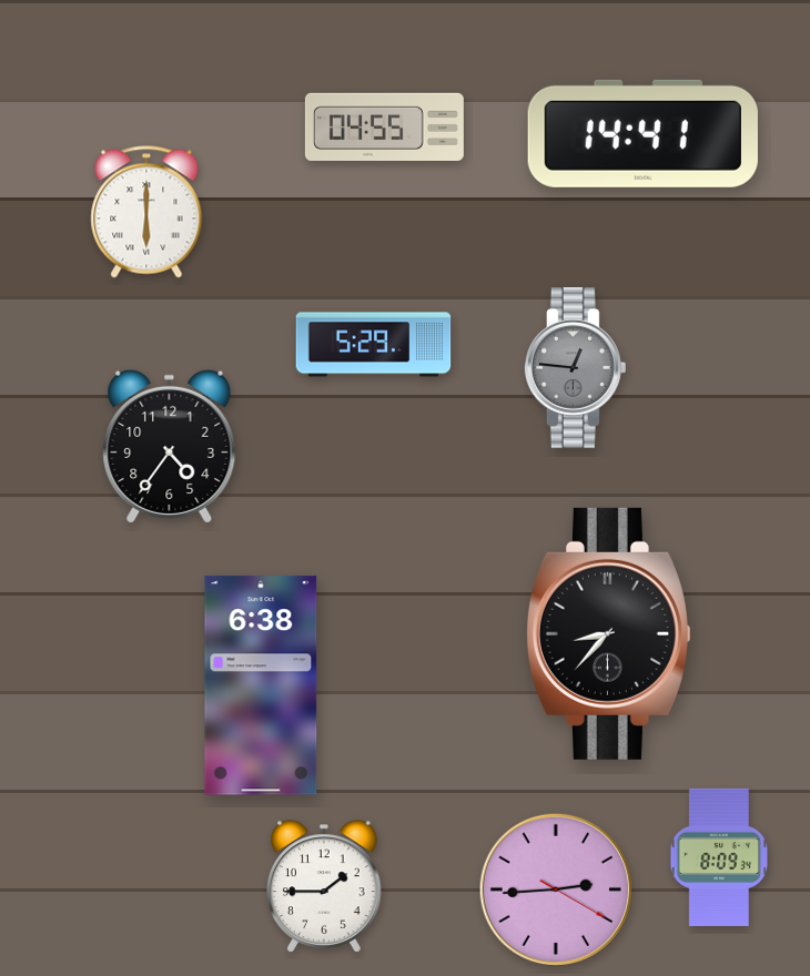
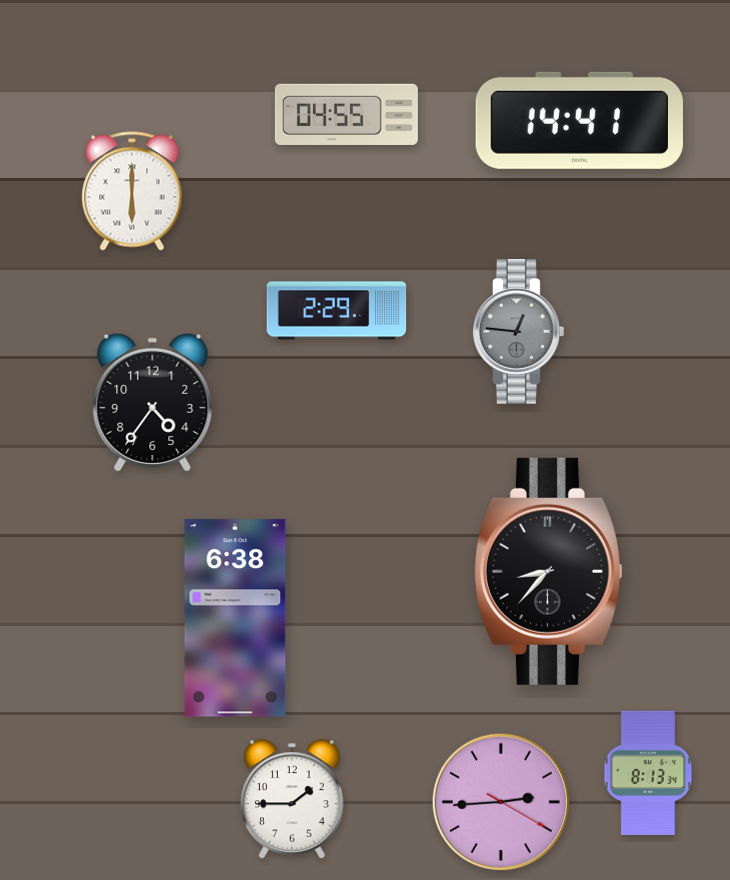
clock at (374, 345): 5:29 -> 2:29
clock at (719, 857): 8:09 -> 8:13
